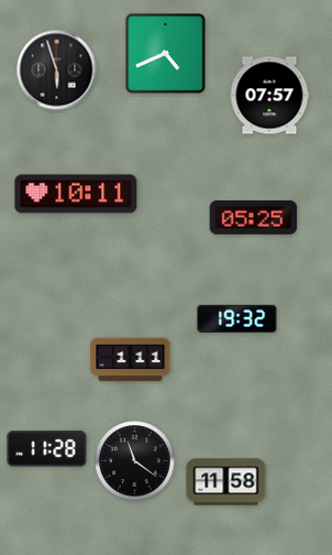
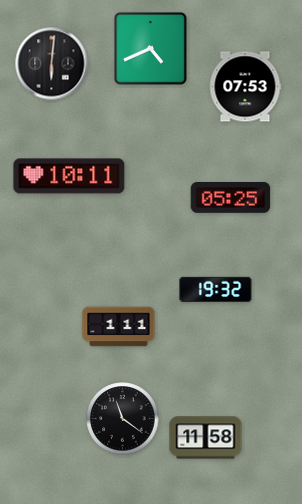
clock at (57, 70): 5:57 -> 6:01
clock at (269, 96): 07:57 -> 07:53
clock at (47, 449): 11:28 -> none
